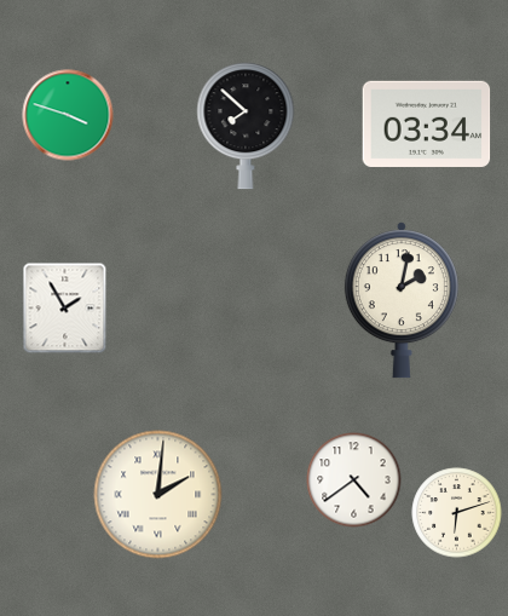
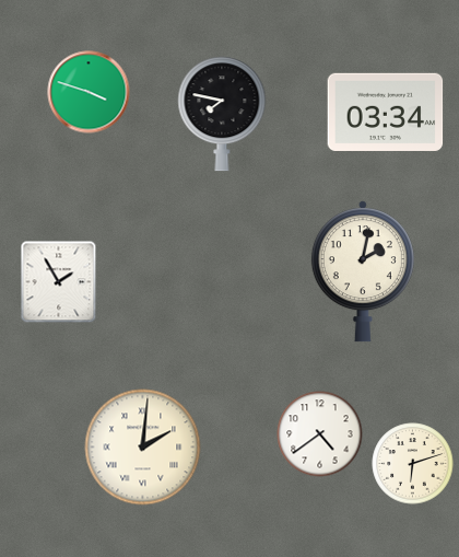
clock at (68, 115) position: (68, 115) -> (89, 92)
clock at (246, 126): 7:52 -> 7:47
clock at (65, 309) position: (65, 309) -> (59, 282)
